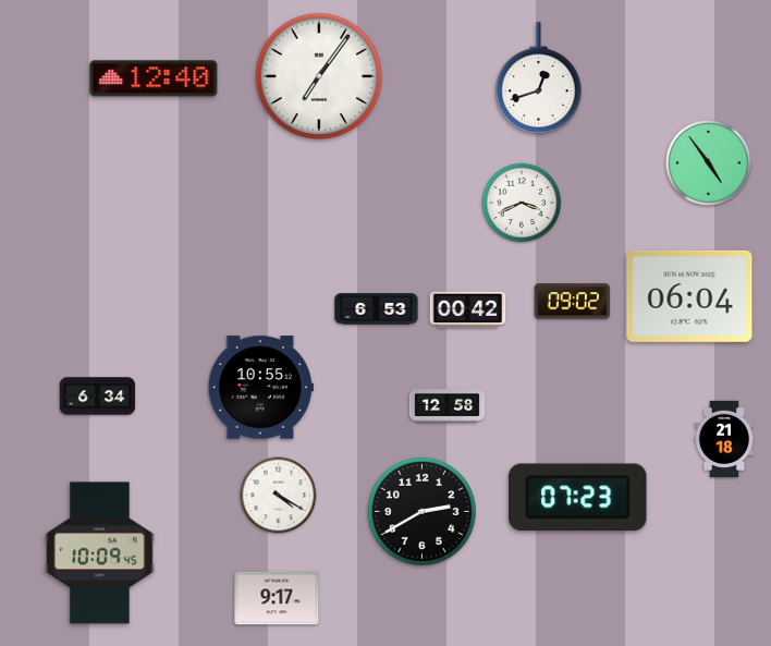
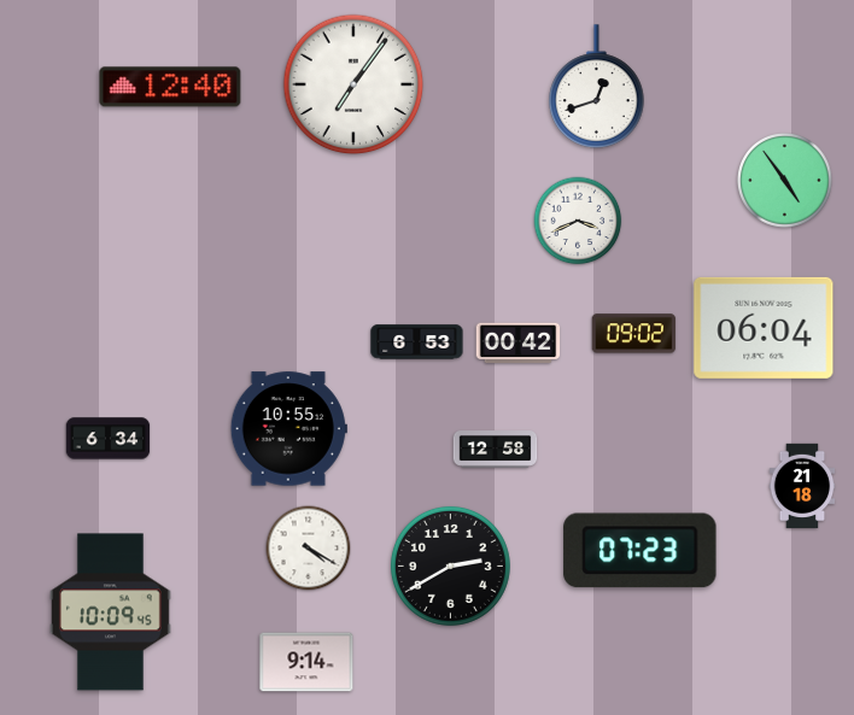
clock at (522, 203) position: (522, 203) -> (578, 221)
clock at (421, 511) position: (421, 511) -> (450, 565)
clock at (277, 598): 9:17 -> 9:14
